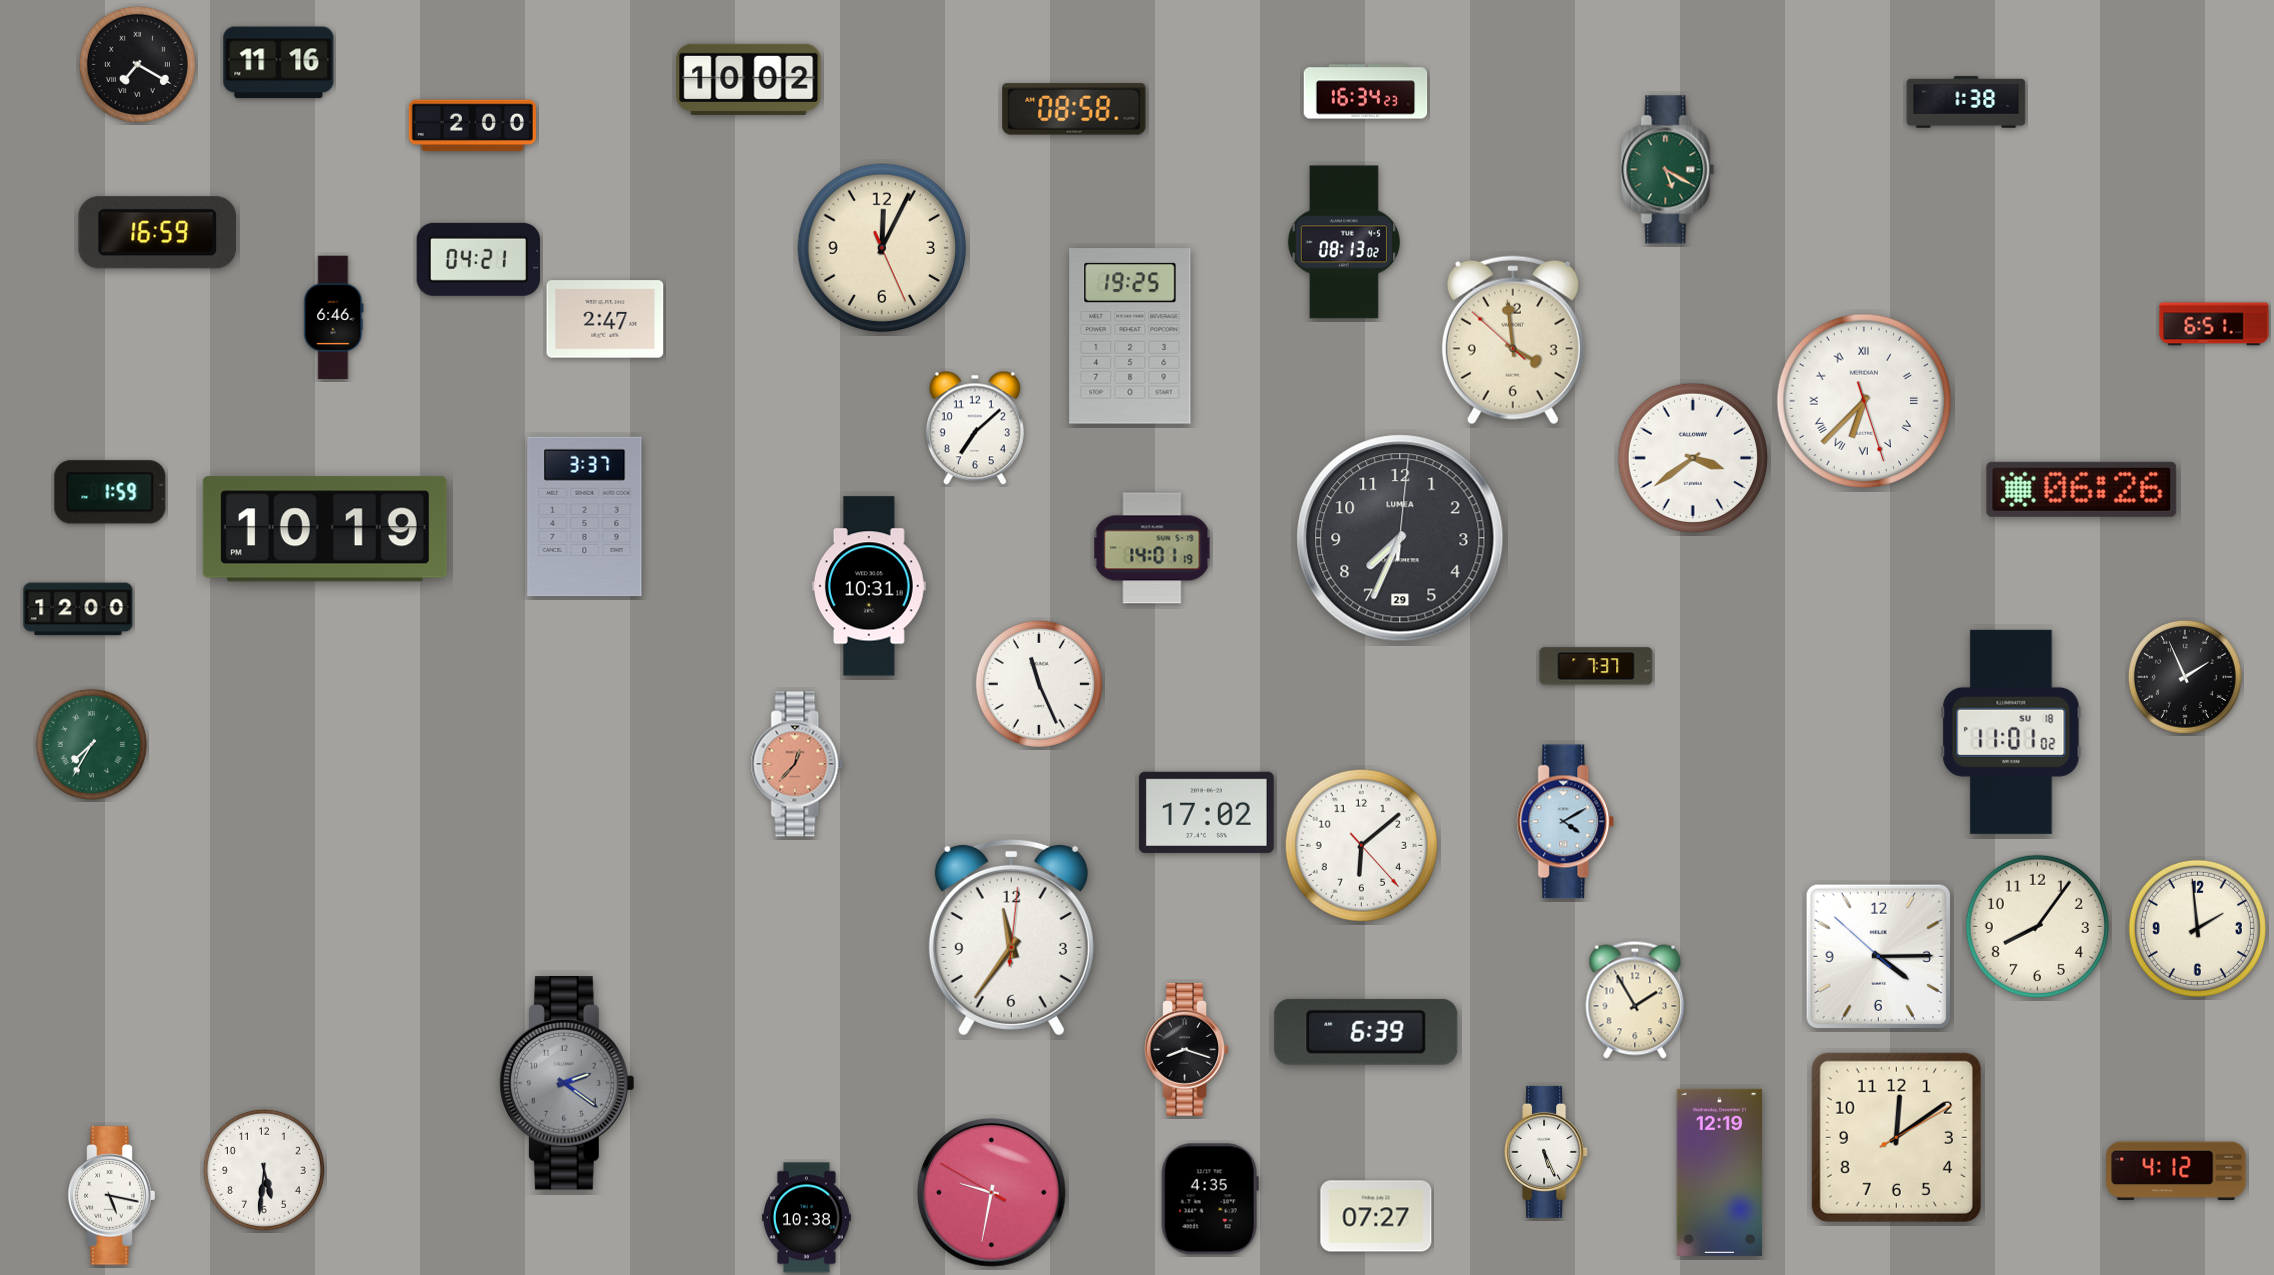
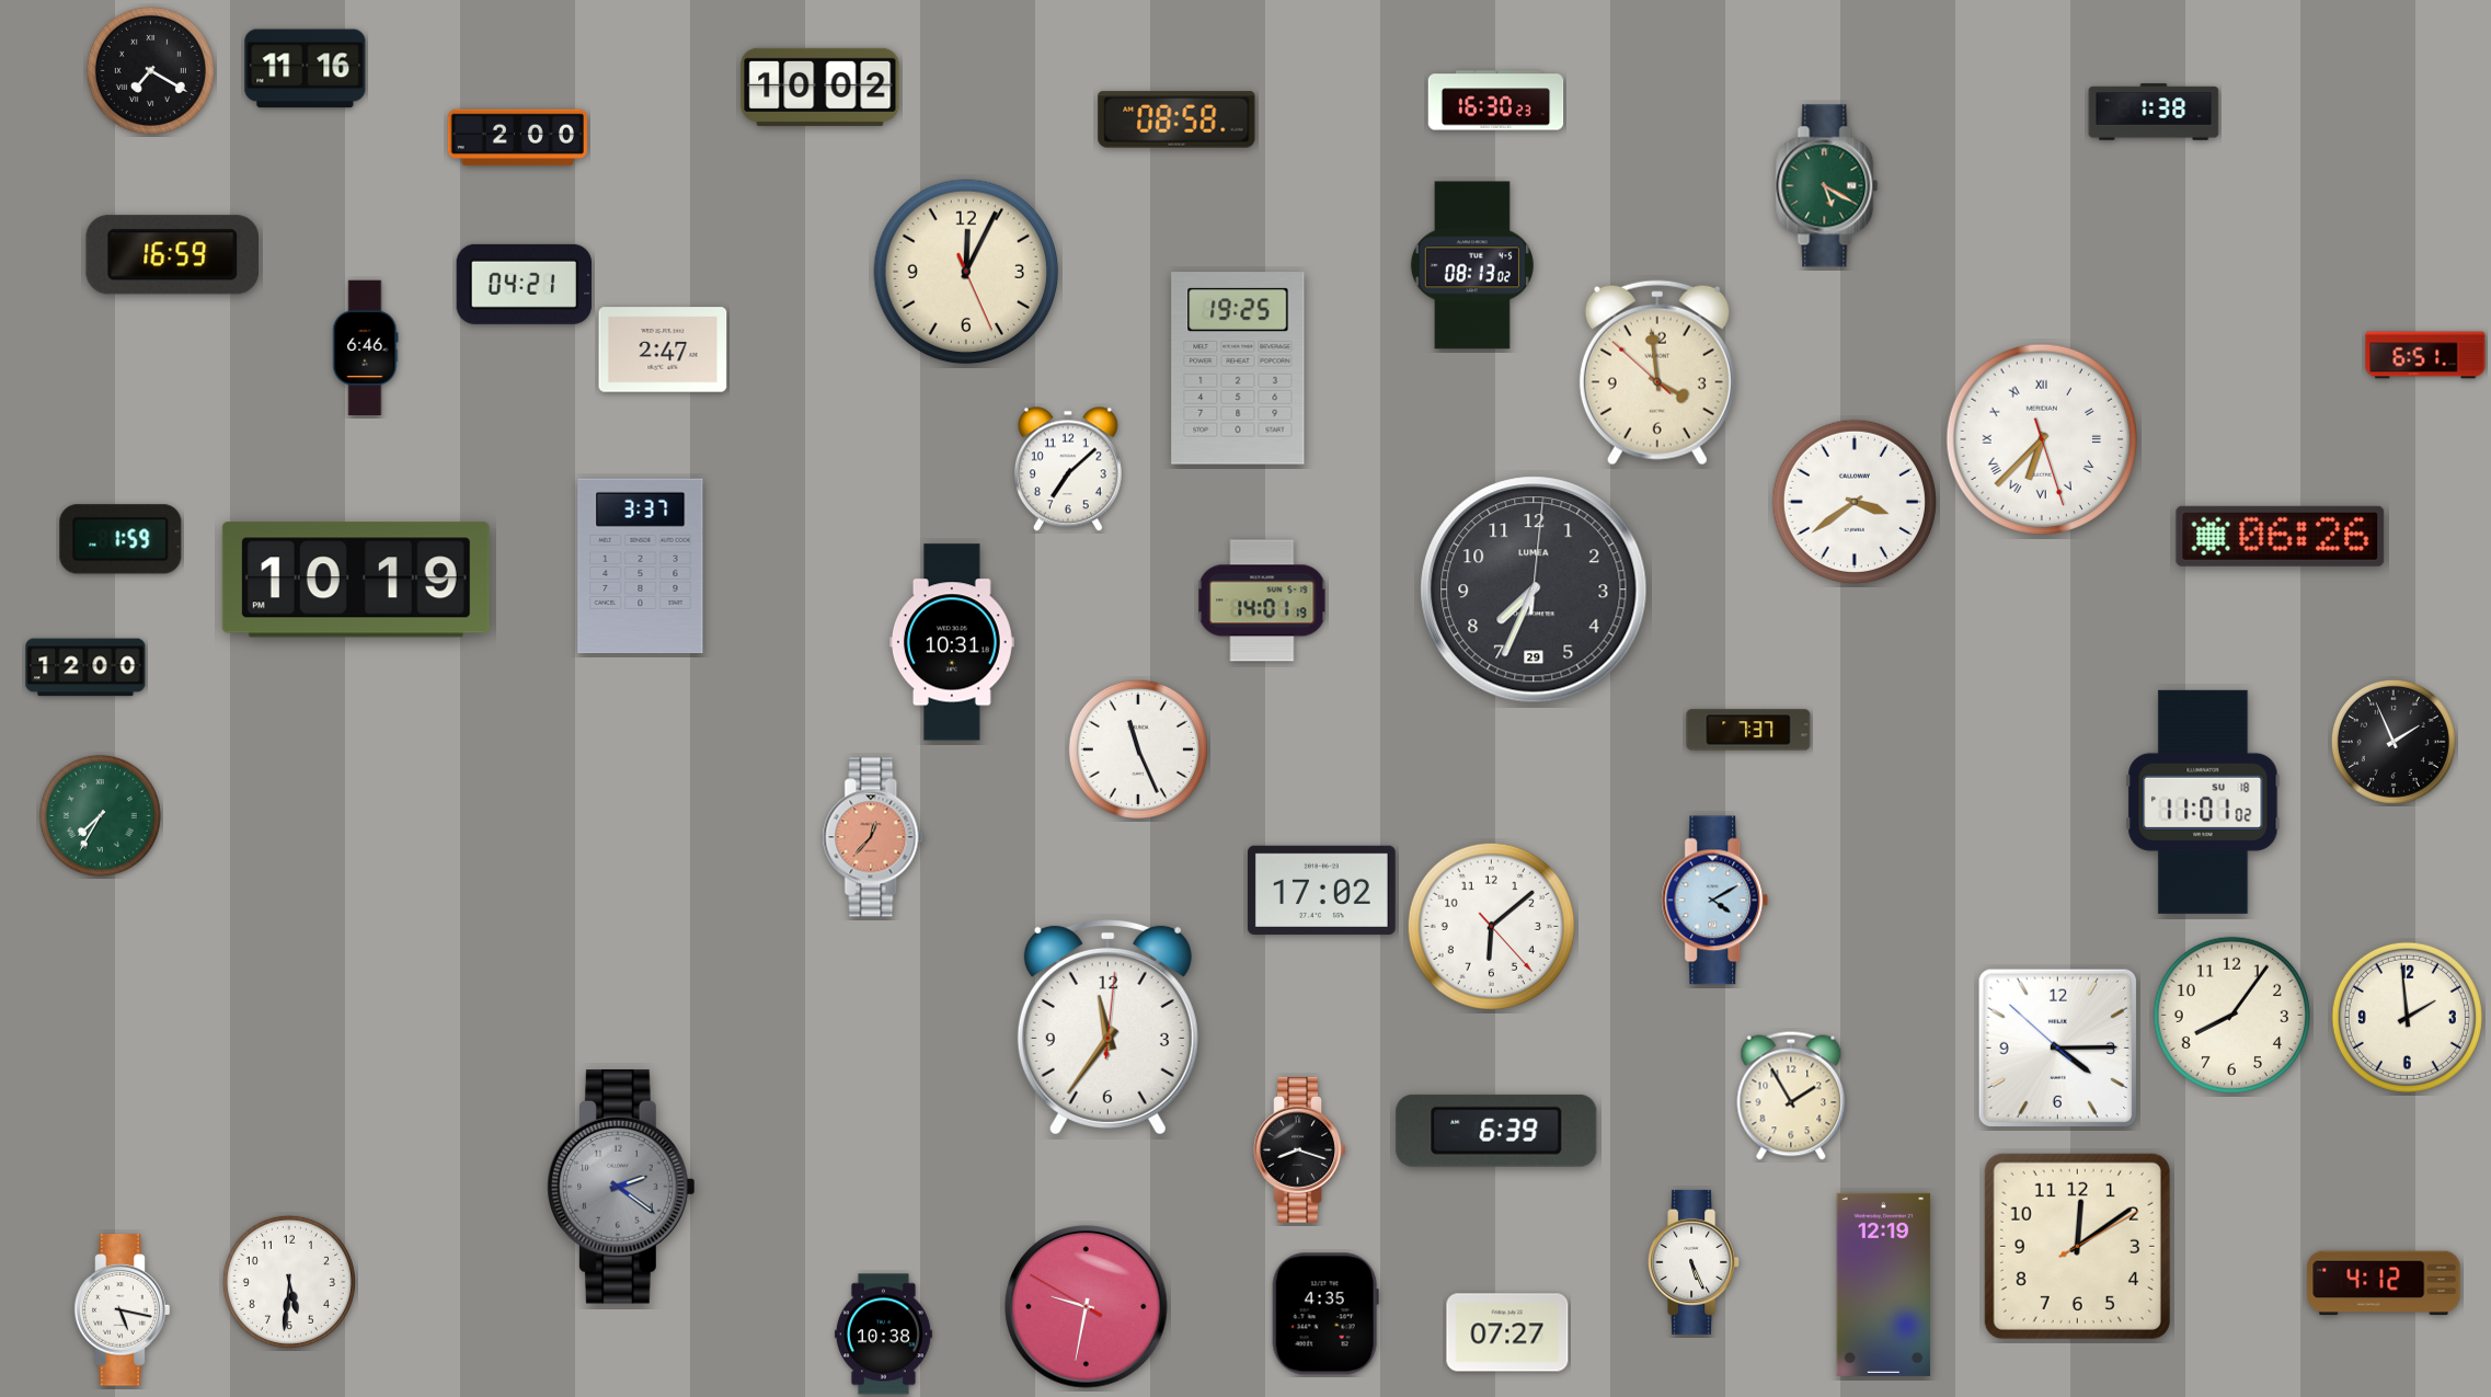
clock at (1366, 92): 16:34 -> 16:30
